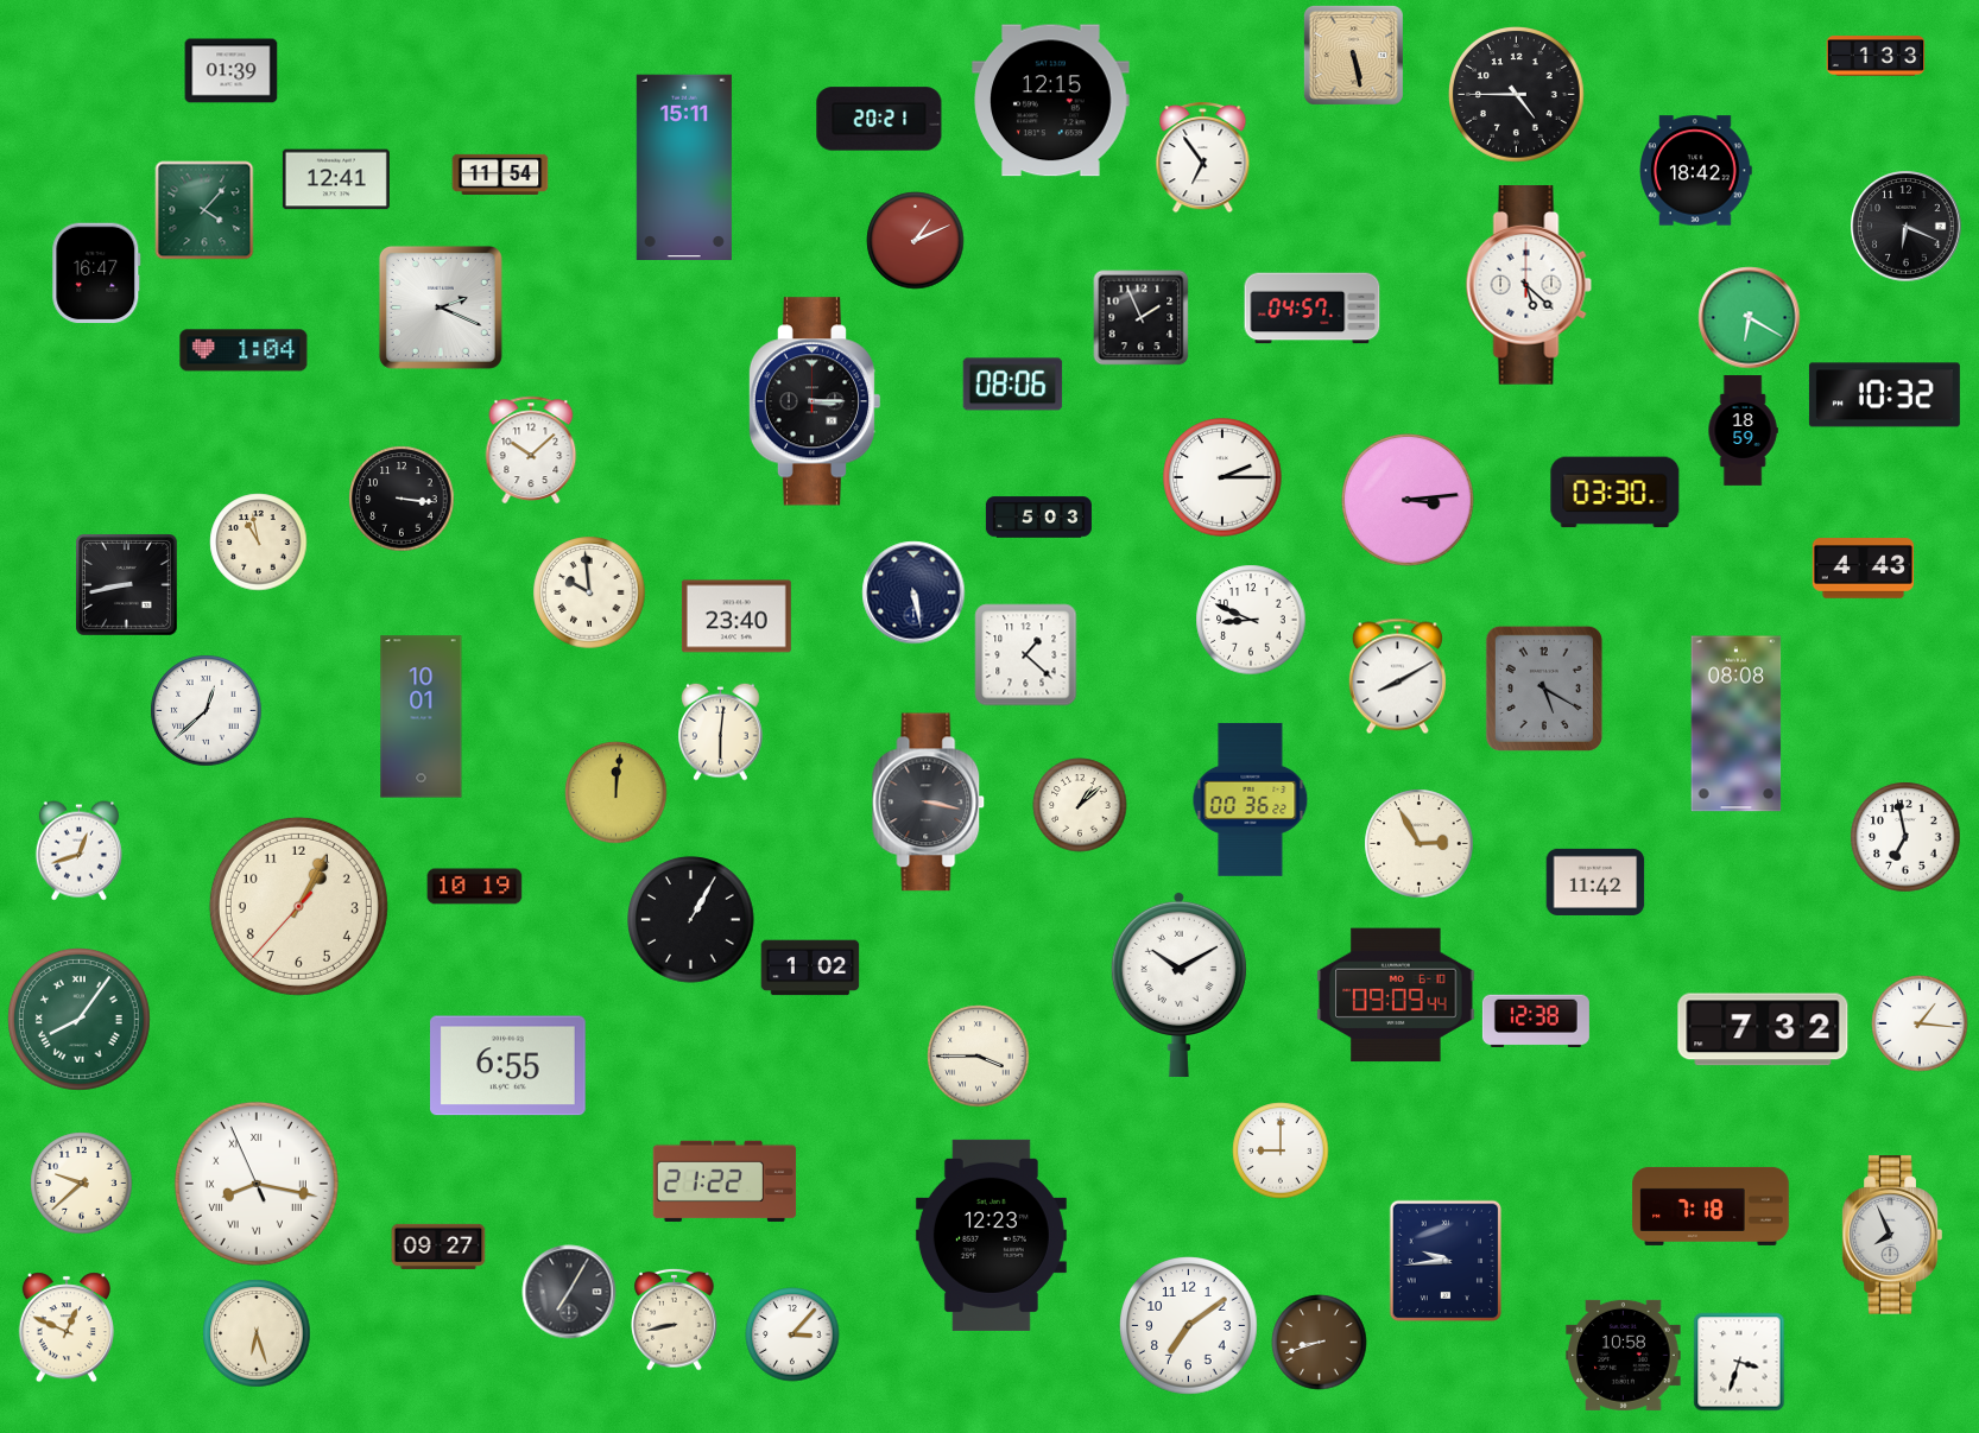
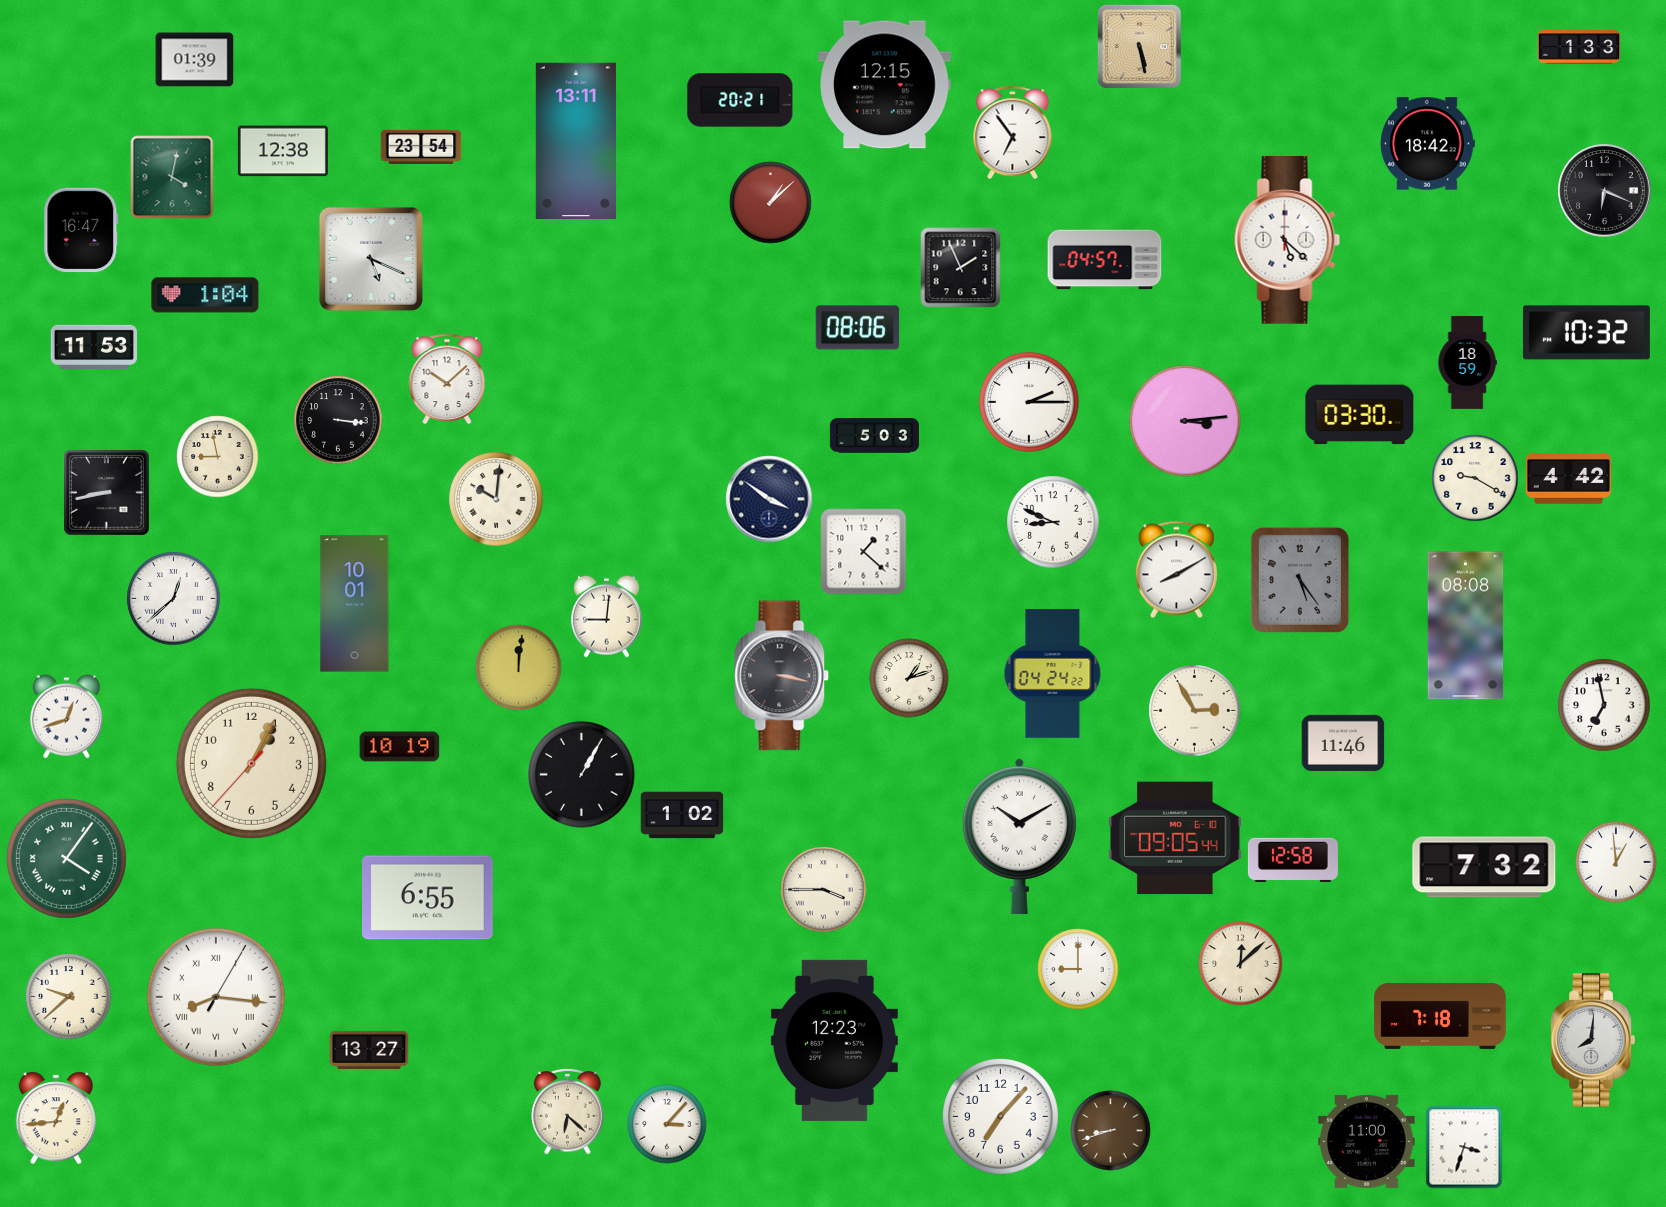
clock at (1517, 95): 4:45 -> none
clock at (684, 166): 15:11 -> 13:11
clock at (500, 175): 11:54 -> 23:54
clock at (336, 179): 12:41 -> 12:38
clock at (204, 210): 4:07 -> 4:02
clock at (916, 241): 1:11 -> 1:08
clock at (441, 307): 2:19 -> 5:19
clock at (1750, 318): 6:20 -> none
clock at (1013, 385) position: (1013, 385) -> (858, 328)
clock at (814, 401): 3:15 -> none
clock at (94, 347): none -> 11:53
clock at (259, 543): 10:58 -> 8:58
clock at (1475, 478): none -> 9:20
clock at (1864, 569): 4:43 -> 4:42
clock at (589, 592): 9:59 -> 10:01
clock at (913, 592): 5:28 -> 3:51
clock at (736, 616): 23:40 -> none
clock at (1544, 689): 5:20 -> 5:24
clock at (1737, 724) position: (1737, 724) -> (1466, 626)
clock at (721, 731): 6:01 -> 9:01
clock at (1251, 799): 00:36 -> 04:24
clock at (1080, 805): 1:08 -> 1:12
clock at (1595, 882): 11:42 -> 11:46
clock at (1178, 983) position: (1178, 983) -> (1019, 835)
clock at (1396, 995): 09:09 -> 09:05
clock at (80, 1020): 8:06 -> 4:06
clock at (1536, 1021): 12:38 -> 12:58
clock at (1920, 1023): 1:16 -> 12:59
clock at (1241, 964): none -> 12:08
clock at (725, 1181): 21:22 -> none
clock at (257, 1184): 8:16:56 -> 8:16:05
clock at (1892, 1235): 7:56 -> 8:01
clock at (438, 1247): 09:27 -> 13:27
clock at (1446, 1261): 9:44 -> none
clock at (569, 1292): 7:05 -> none
clock at (675, 1319): 8:43 -> 6:22
clock at (1189, 1326): 7:09 -> 7:07
clock at (67, 1327): 12:49 -> 12:44
clock at (257, 1333): 6:27 -> none
clock at (1624, 1355): 10:58 -> 11:00
